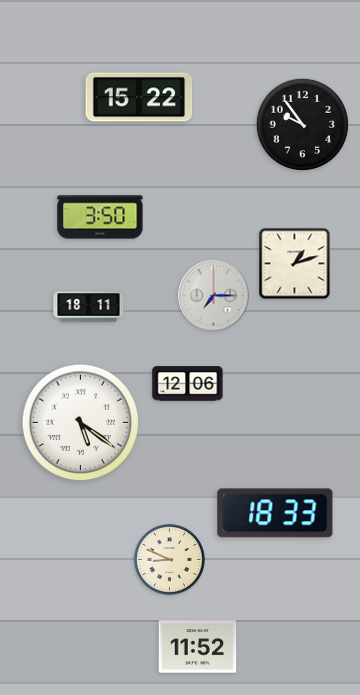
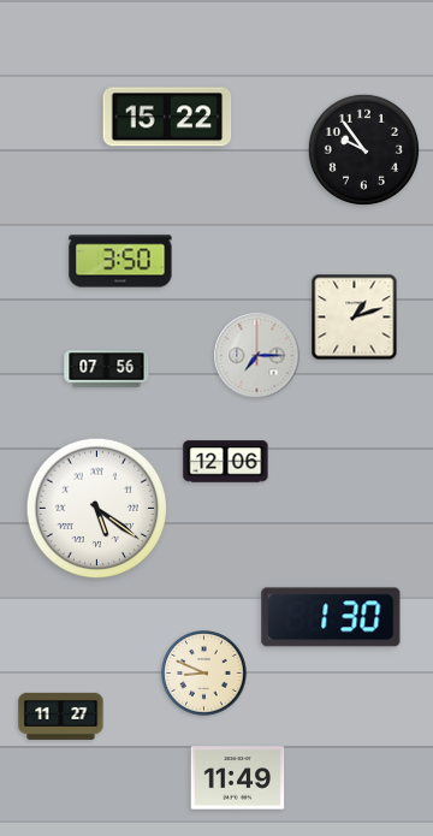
clock at (89, 307): 18:11 -> 07:56
clock at (275, 513): 18:33 -> 1:30
clock at (61, 716): none -> 11:27
clock at (198, 647): 11:52 -> 11:49
